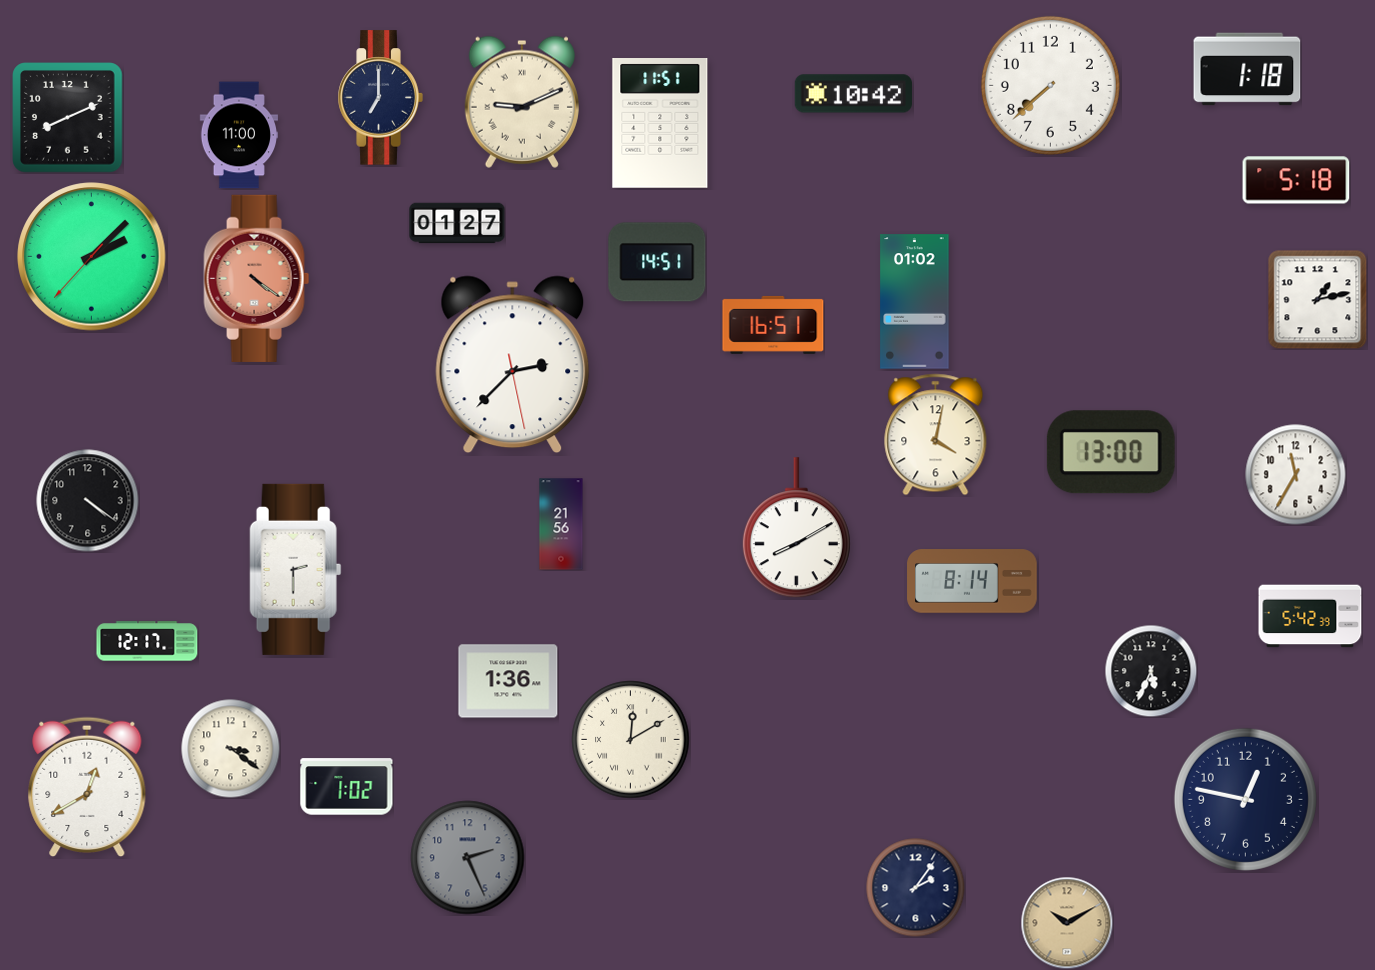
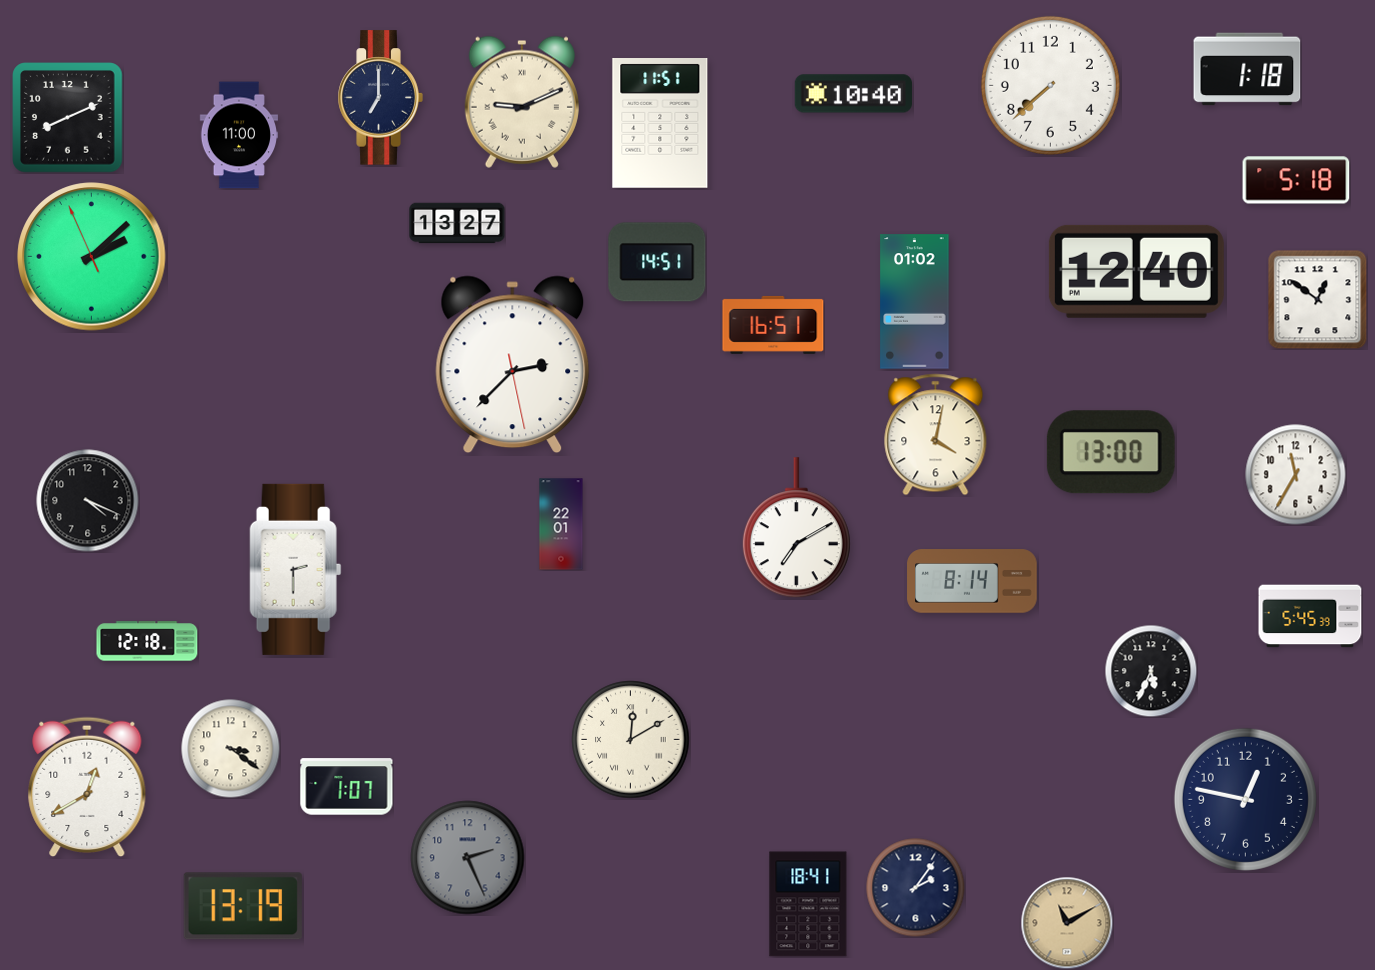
clock at (853, 94): 10:42 -> 10:40
clock at (457, 223): 01:27 -> 13:27
clock at (92, 257): 2:07:37 -> 2:07:56
clock at (1136, 271): none -> 12:40
clock at (257, 278): 4:21 -> none
clock at (1317, 299): 1:13 -> 12:51
clock at (88, 501): 4:21 -> 4:19
clock at (561, 524): 21:56 -> 22:01
clock at (796, 528): 8:10 -> 7:10
clock at (1310, 616): 5:42 -> 5:45
clock at (147, 641): 12:17 -> 12:18
clock at (508, 681): 1:36 -> none
clock at (347, 787): 1:02 -> 1:07
clock at (808, 904): none -> 18:41
clock at (243, 906): none -> 13:19
clock at (1067, 923): 10:10 -> 11:10
